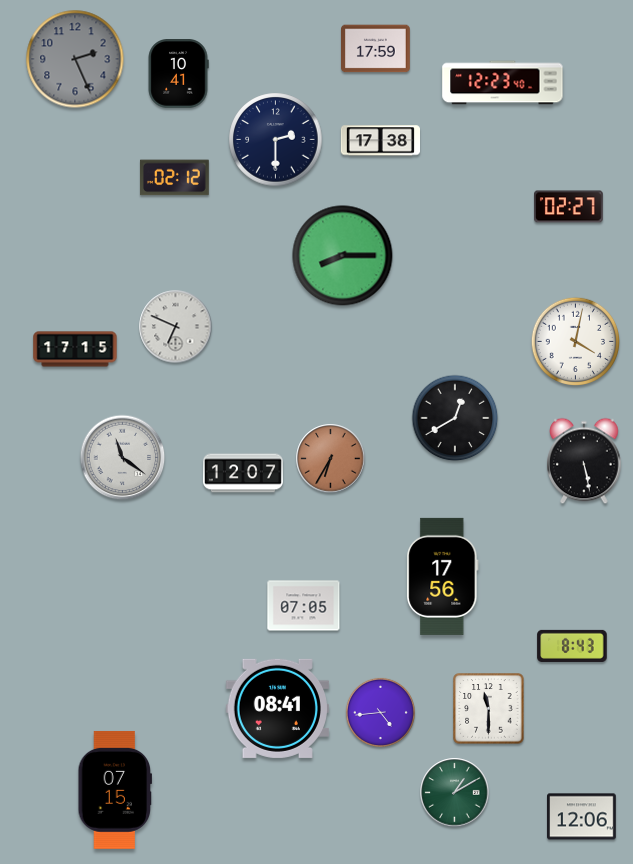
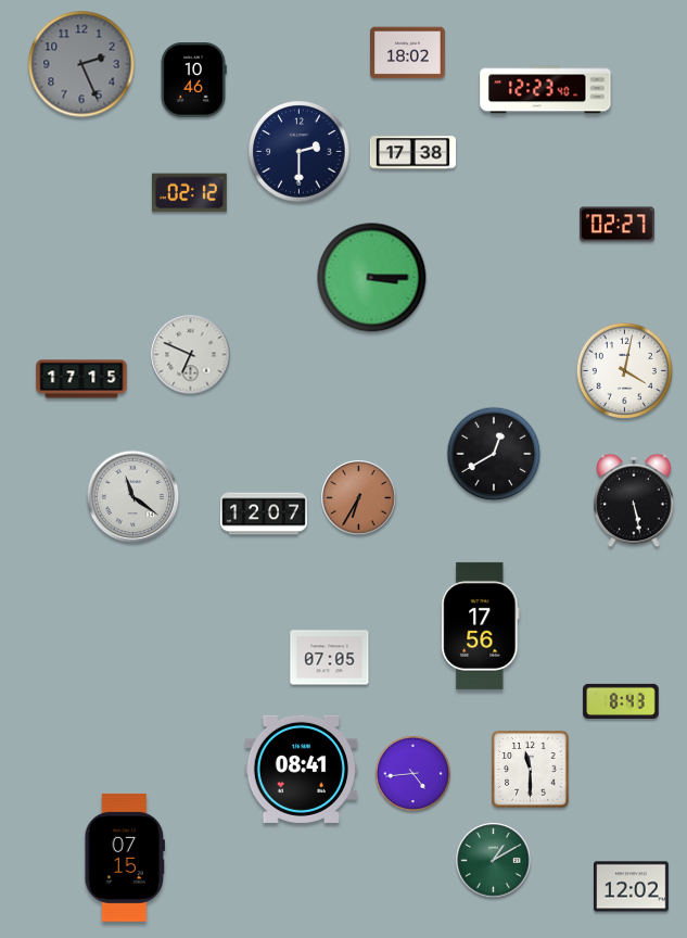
clock at (376, 49): 17:59 -> 18:02
clock at (178, 74): 10:41 -> 10:46
clock at (343, 256): 8:15 -> 3:15
clock at (582, 817): 12:06 -> 12:02
